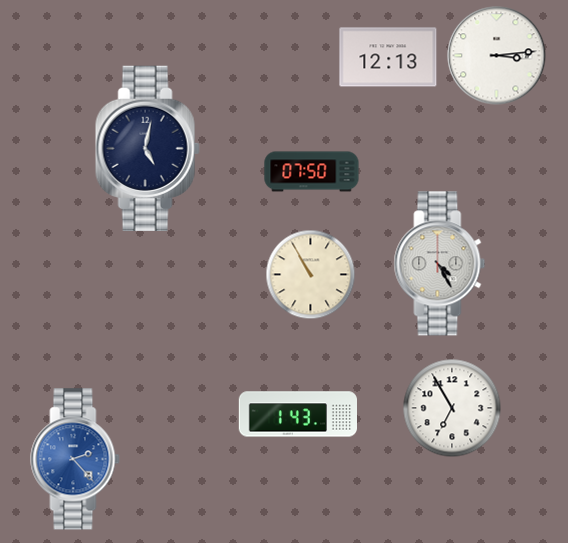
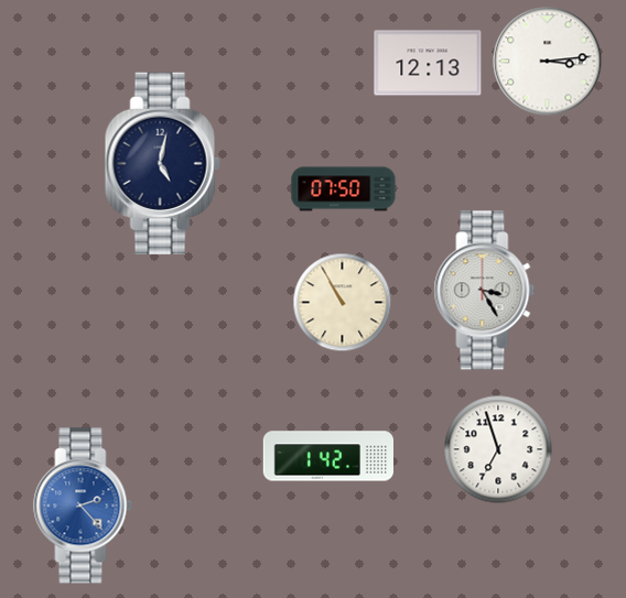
clock at (440, 264): 4:25 -> 3:25
clock at (452, 408): 6:55 -> 6:57
clock at (298, 414): 1:43 -> 1:42
